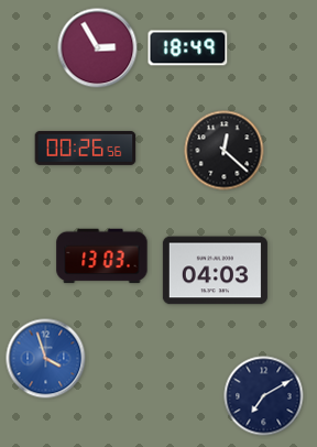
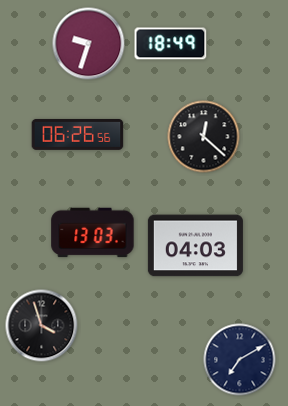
clock at (98, 48): 2:55 -> 9:33
clock at (86, 148): 00:26 -> 06:26
clock at (46, 359) dial: blue -> black
